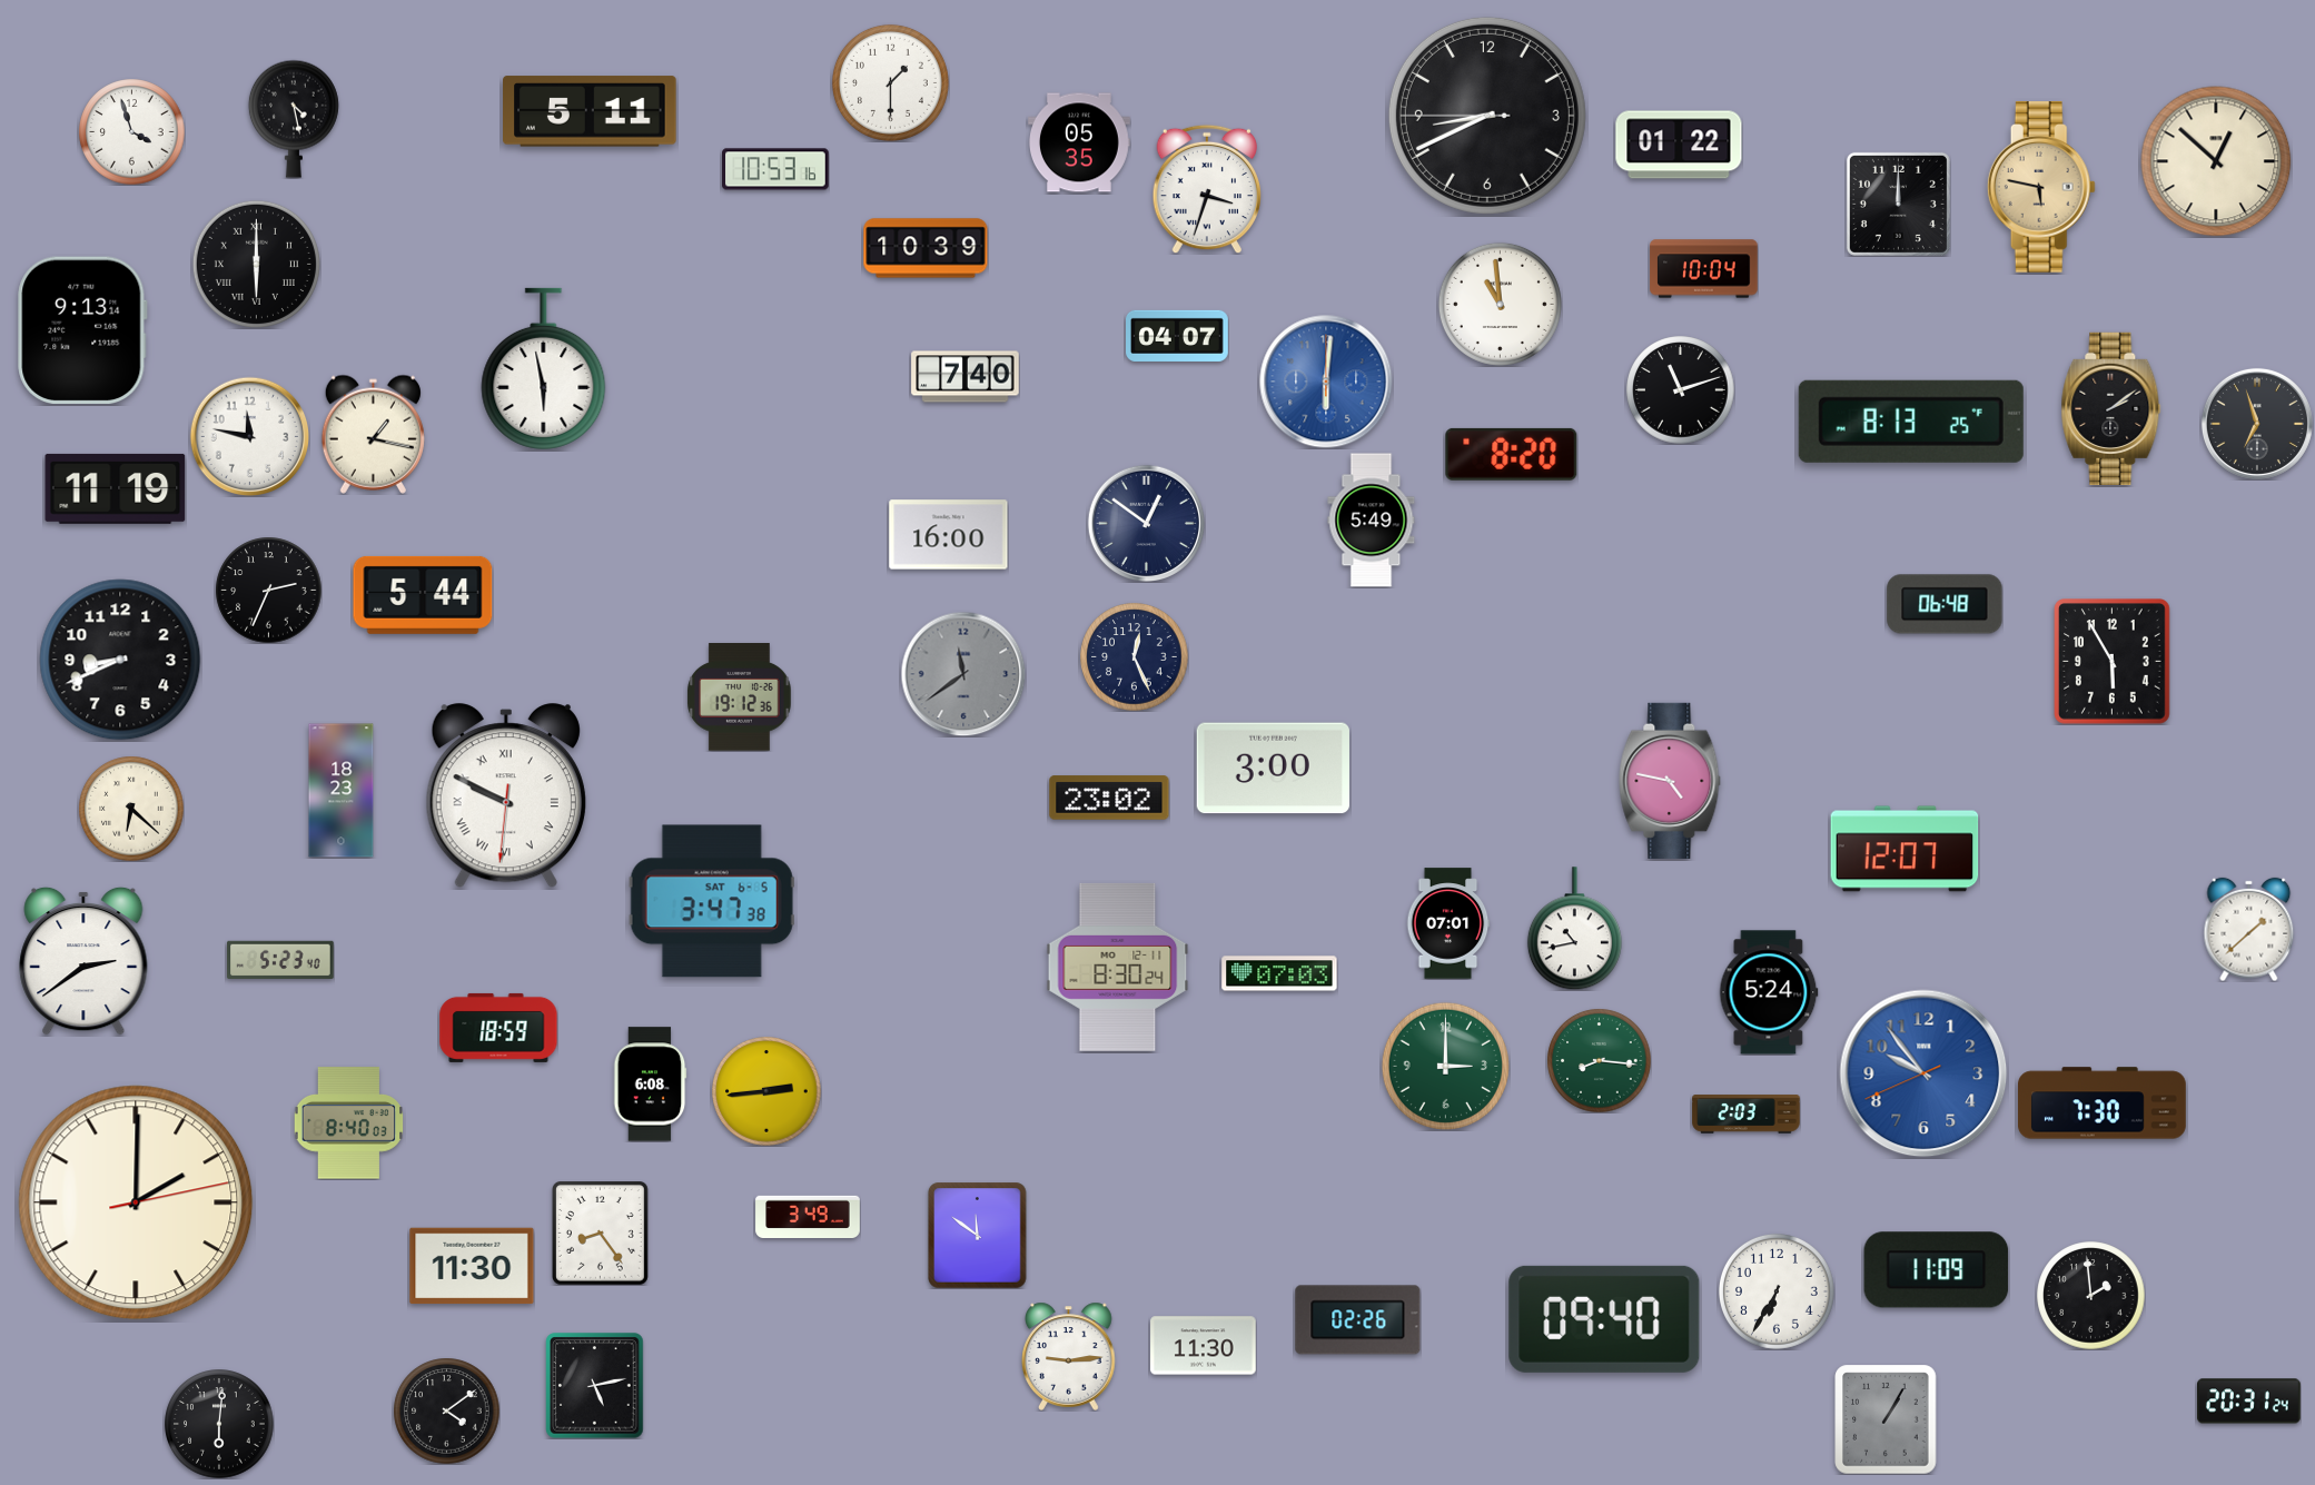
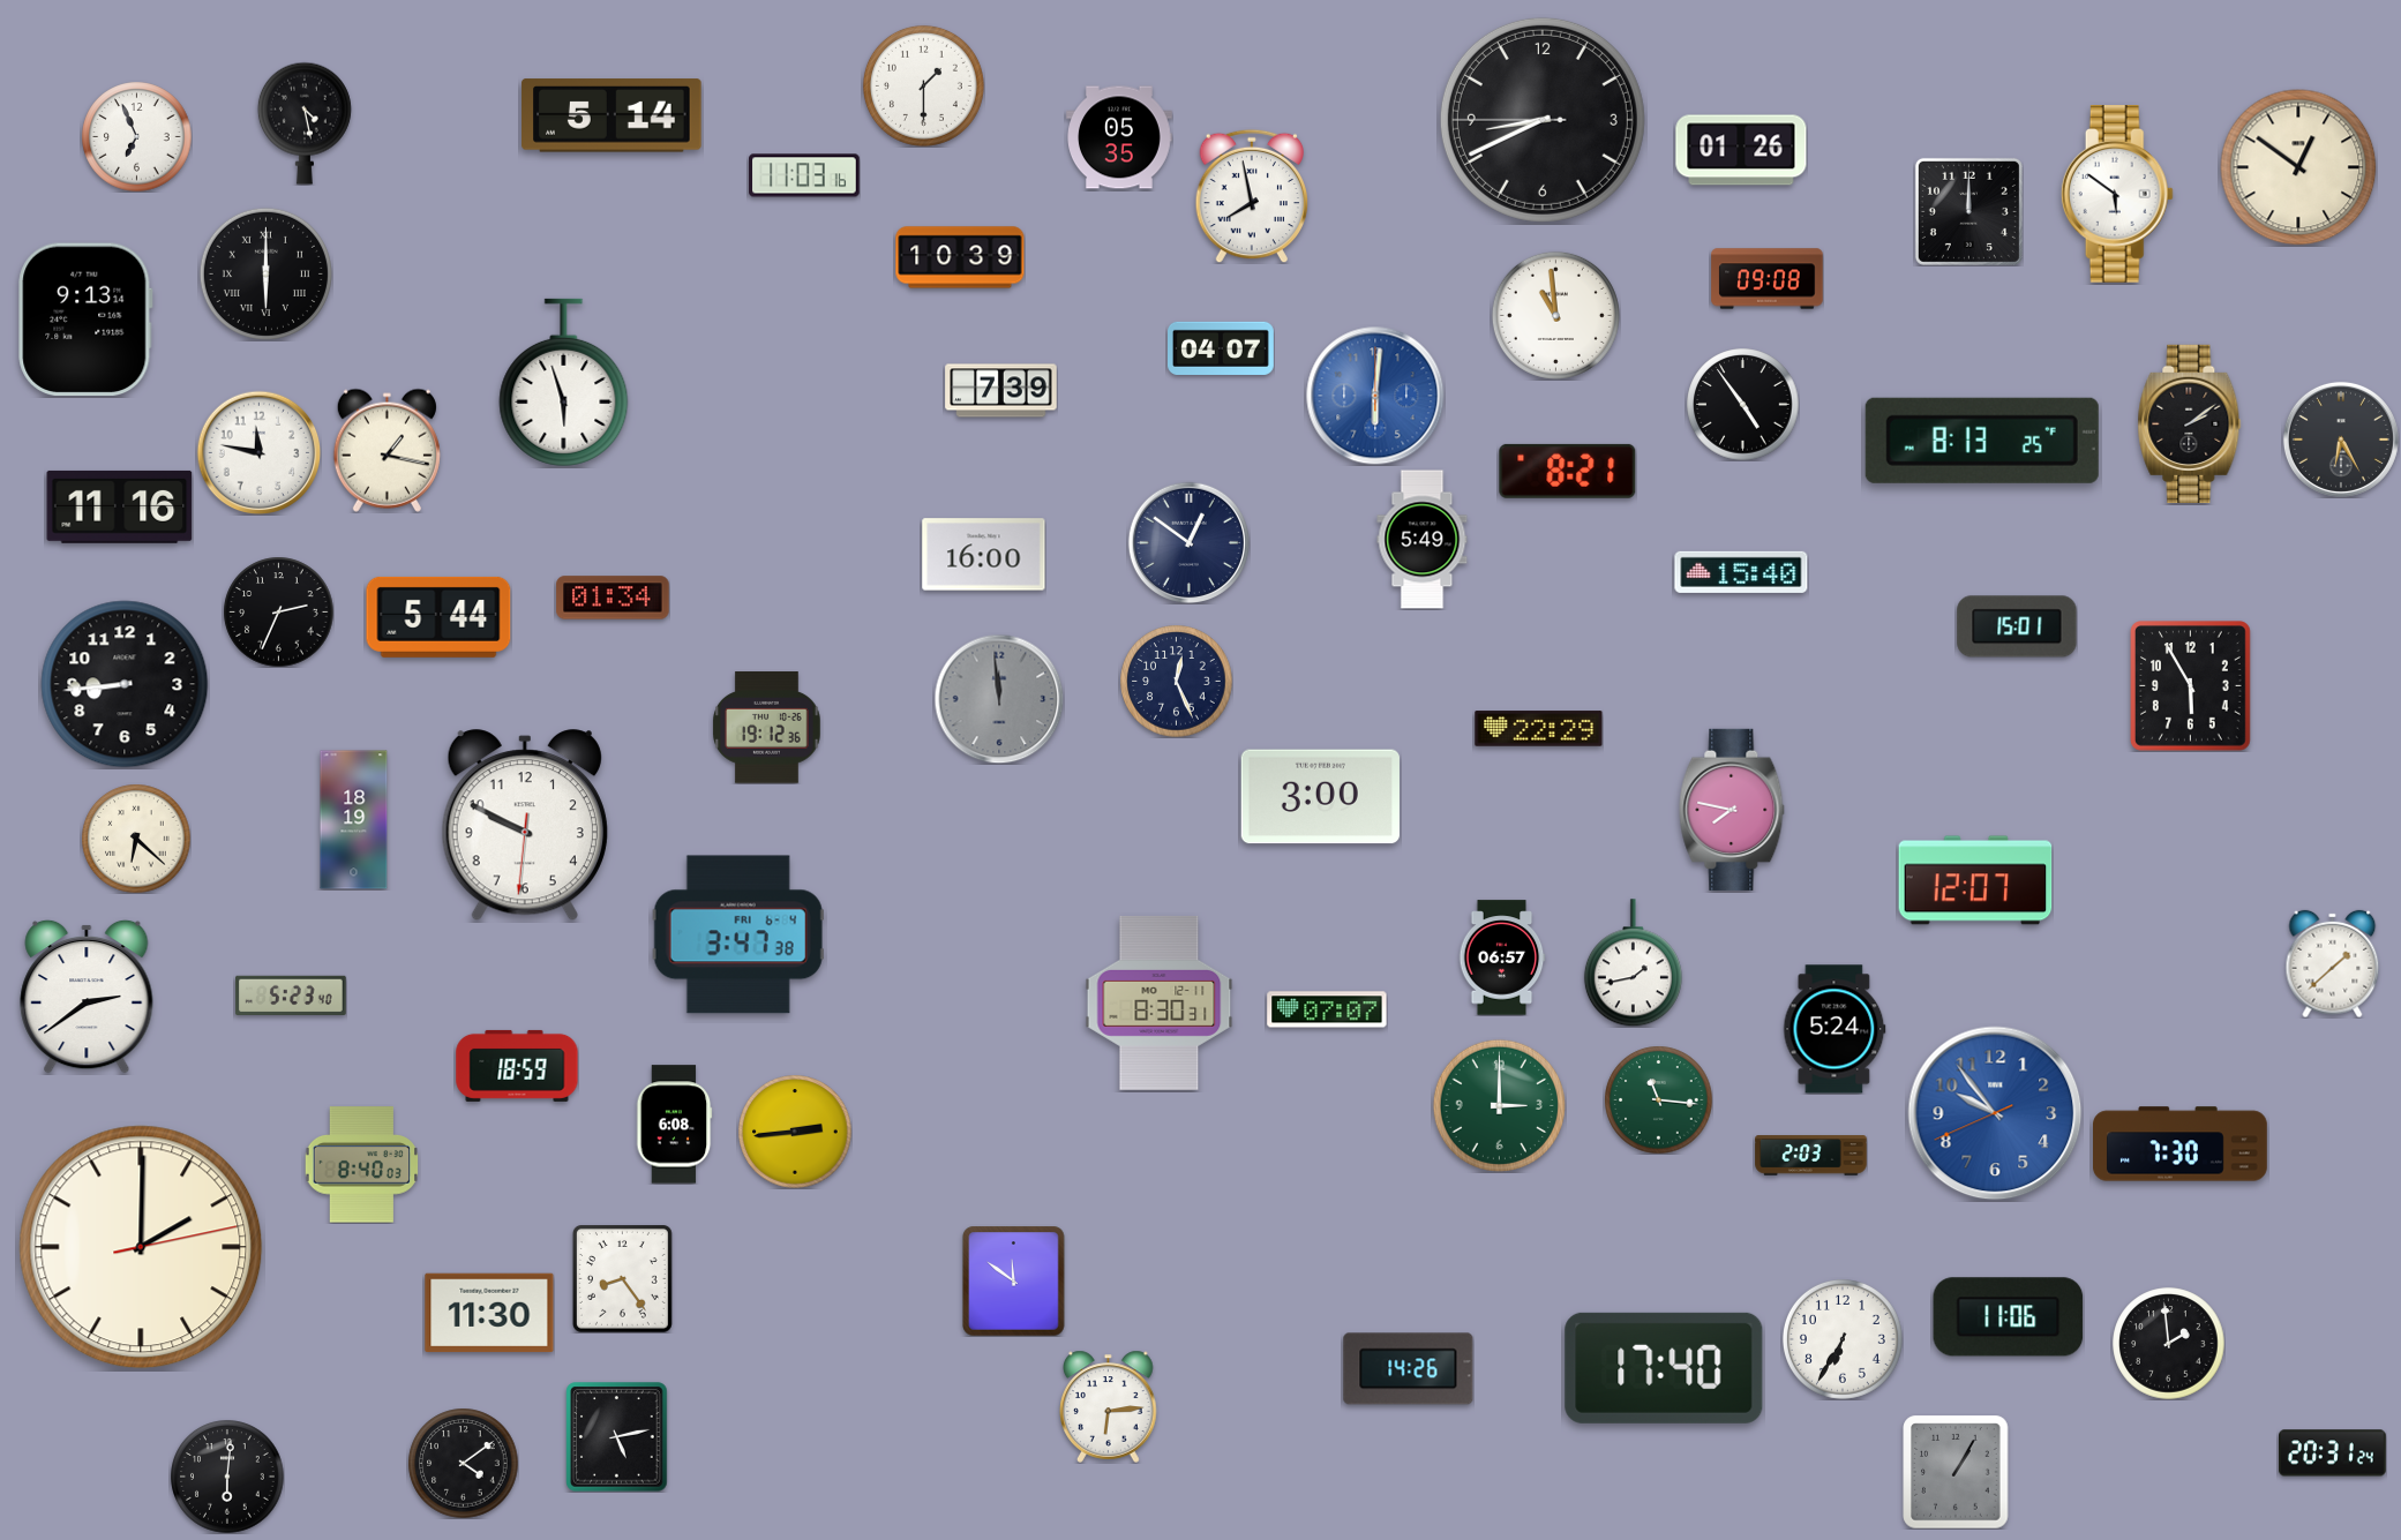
clock at (590, 111): 5:11 -> 5:14
clock at (131, 131): 3:57 -> 6:56
clock at (1080, 142) position: (1080, 142) -> (1120, 137)
clock at (1679, 145): 01:22 -> 01:26
clock at (2216, 161): 12:52 -> 12:51
clock at (775, 169): 10:53 -> 11:03
clock at (2041, 188): 5:47 -> 5:51
clock at (2041, 188) dial: champagne -> white
clock at (1207, 189): 3:33 -> 7:58
clock at (1704, 269): 10:04 -> 09:08
clock at (82, 329) position: (82, 329) -> (85, 318)
clock at (544, 368): 5:58 -> 5:57
clock at (966, 377): 7:40 -> 7:39
clock at (1681, 390): 11:12 -> 4:54
clock at (1911, 422) position: (1911, 422) -> (1982, 441)
clock at (2257, 424): 6:57 -> 6:25
clock at (1512, 454): 8:20 -> 8:21
clock at (116, 488): 11:19 -> 11:16
clock at (1741, 572): none -> 15:40
clock at (613, 598): none -> 01:34
clock at (1945, 604): 06:48 -> 15:01
clock at (120, 660): 8:41 -> 8:44
clock at (963, 674): 11:39 -> 11:59
clock at (740, 697) position: (740, 697) -> (767, 728)
clock at (1539, 729): none -> 22:29
clock at (1670, 781): 4:47 -> 7:47
clock at (342, 791): 18:23 -> 18:19
clock at (506, 796) numerals: Roman -> Arabic
clock at (1109, 798): 23:02 -> none
clock at (712, 901) date: SAT 6-5 -> FRI 6-4
clock at (1448, 923): 07:01 -> 06:57
clock at (1574, 929): 10:43 -> 1:43
clock at (1118, 967): 8:30:24 -> 8:30:31
clock at (1279, 973): 07:03 -> 07:07
clock at (1599, 1060): 8:16 -> 11:16
clock at (808, 1217): 3:49 -> none
clock at (1937, 1270): 11:09 -> 11:06
clock at (1604, 1319): 09:40 -> 17:40
clock at (1358, 1320): 02:26 -> 14:26
clock at (1204, 1346): 11:30 -> none
clock at (1069, 1356): 9:14 -> 6:14
